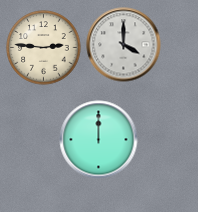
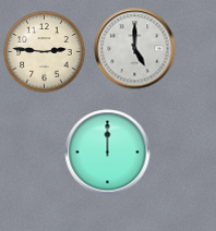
clock at (124, 45): 4:00 -> 5:00
clock at (44, 48) position: (44, 48) -> (45, 52)
